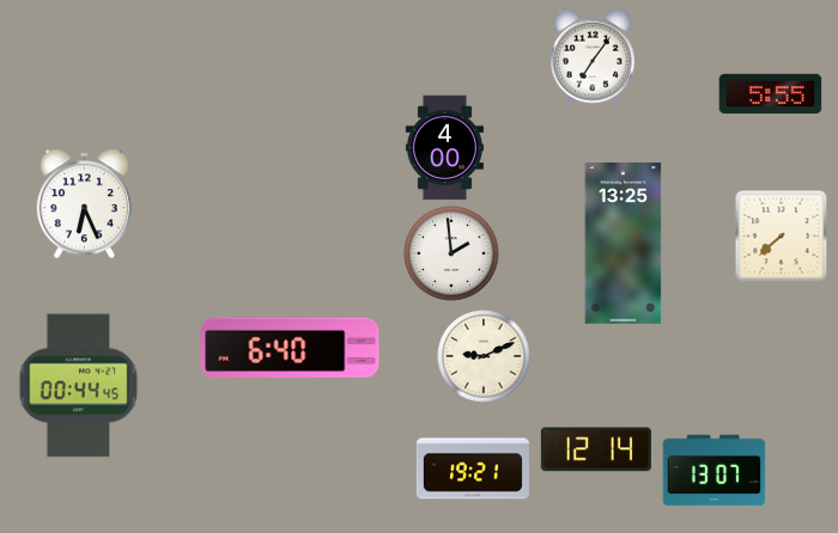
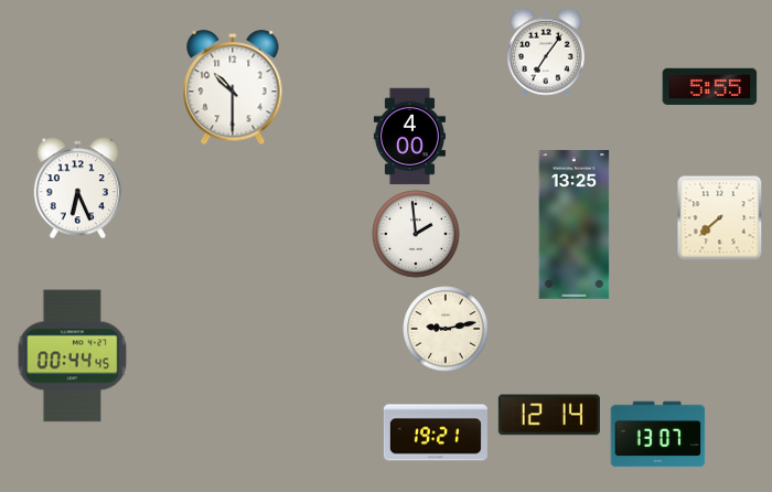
clock at (233, 88): none -> 10:30
clock at (290, 347): 6:40 -> none
clock at (484, 356): 9:11 -> 9:13
